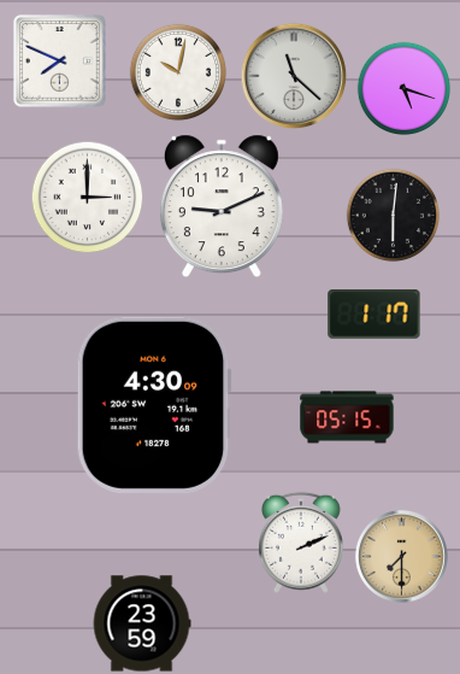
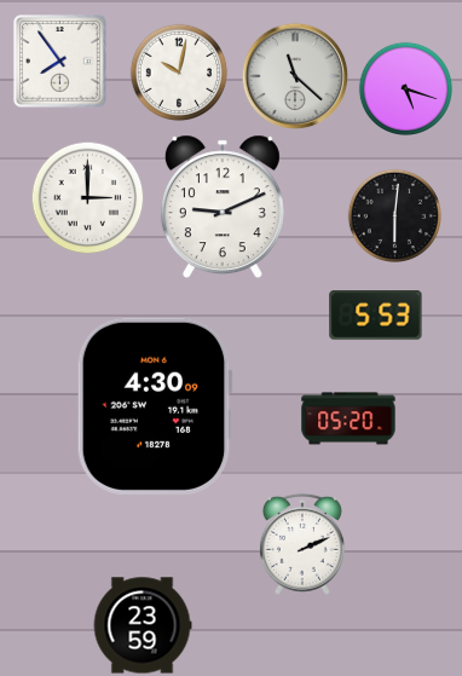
clock at (60, 61): 7:49 -> 7:54
clock at (375, 315): 1:17 -> 5:53
clock at (347, 417): 05:15 -> 05:20
clock at (401, 556): 7:30 -> none
